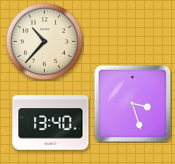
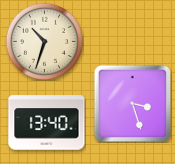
clock at (44, 41): 10:37 -> 10:33
clock at (51, 123) position: (51, 123) -> (47, 123)
